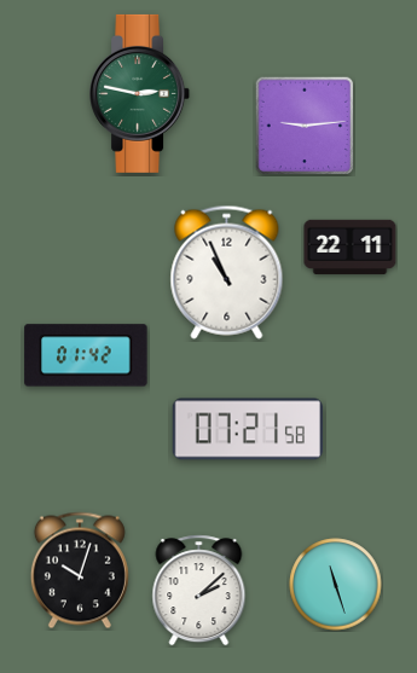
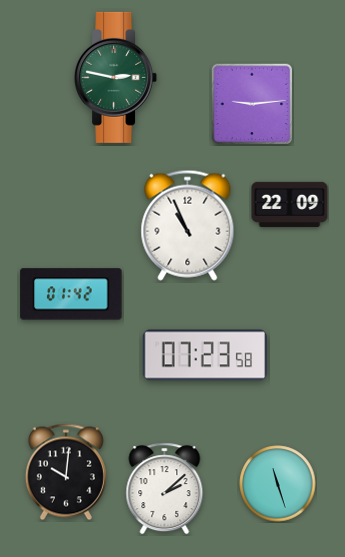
clock at (351, 246): 22:11 -> 22:09
clock at (248, 429): 07:21 -> 07:23
clock at (80, 570): 10:03 -> 10:01
